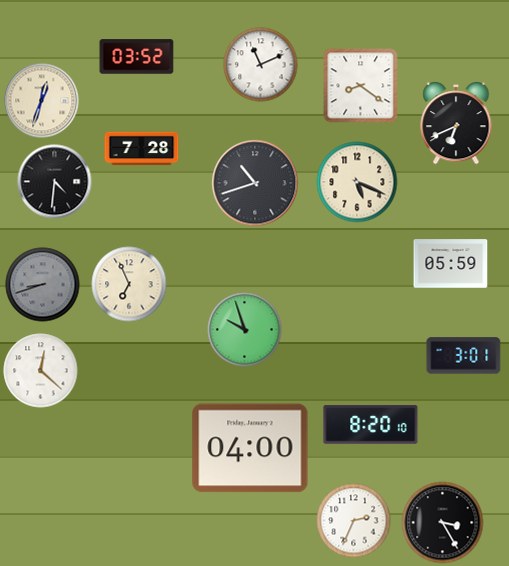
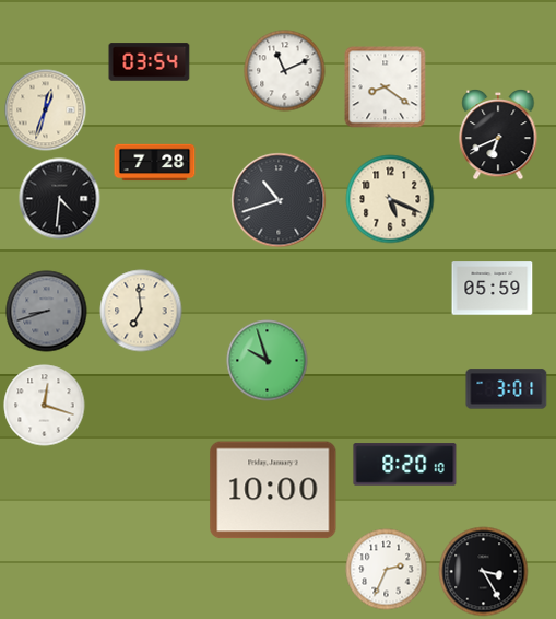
clock at (137, 57): 03:52 -> 03:54
clock at (361, 86) position: (361, 86) -> (386, 87)
clock at (129, 284): 6:56 -> 6:59
clock at (41, 371): 12:22 -> 12:18
clock at (250, 448): 04:00 -> 10:00
